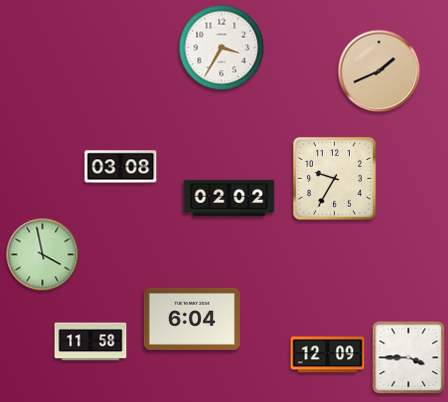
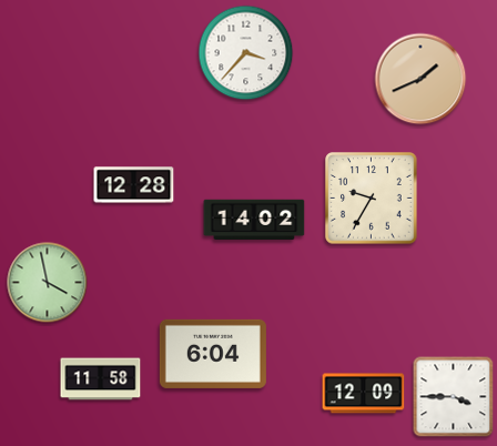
clock at (222, 48): 3:35 -> 3:37
clock at (121, 167): 03:08 -> 12:28
clock at (229, 198): 02:02 -> 14:02
